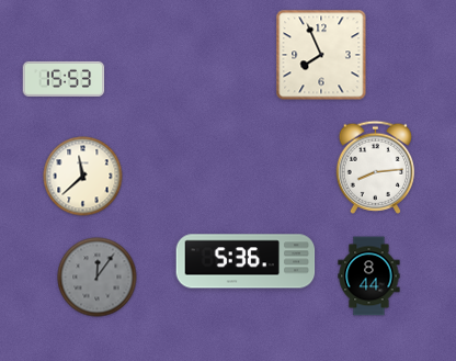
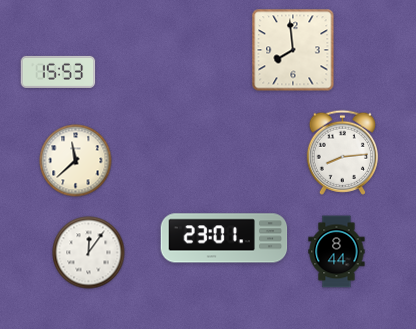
clock at (321, 55): 7:56 -> 7:59
clock at (246, 261): 5:36 -> 23:01
clock at (98, 278) dial: grey -> white
